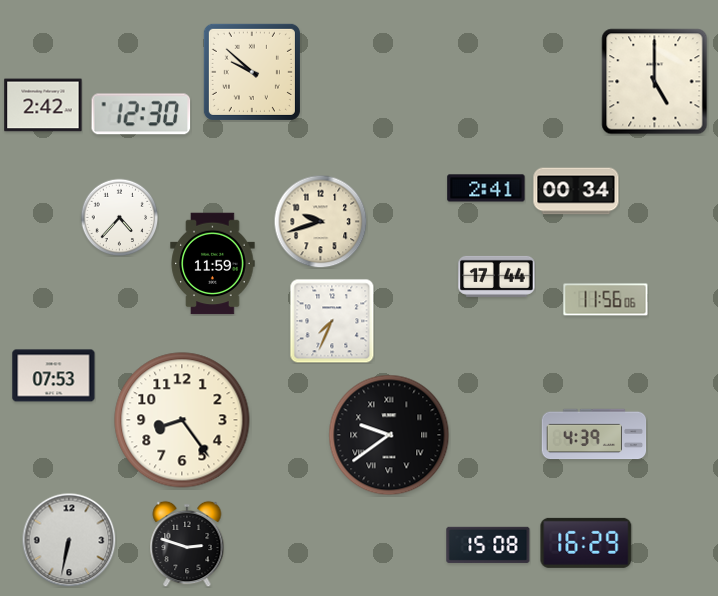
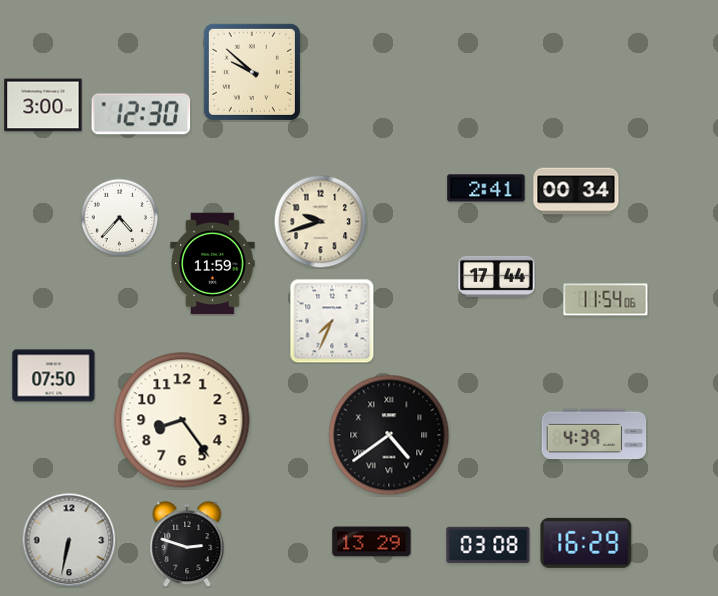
clock at (655, 82): 5:00 -> none
clock at (43, 105): 2:42 -> 3:00
clock at (606, 300): 11:56 -> 11:54
clock at (54, 376): 07:53 -> 07:50
clock at (389, 435): 9:39 -> 4:39
clock at (372, 542): none -> 13:29
clock at (488, 545): 15:08 -> 03:08
